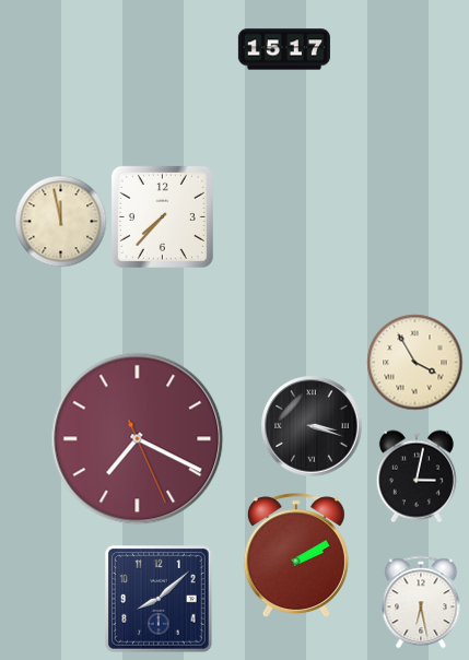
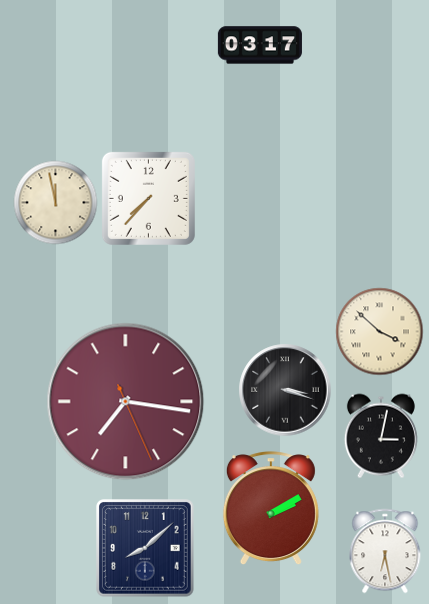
clock at (284, 49): 15:17 -> 03:17
clock at (414, 362): 3:55 -> 3:52
clock at (138, 439): 7:19 -> 7:16
